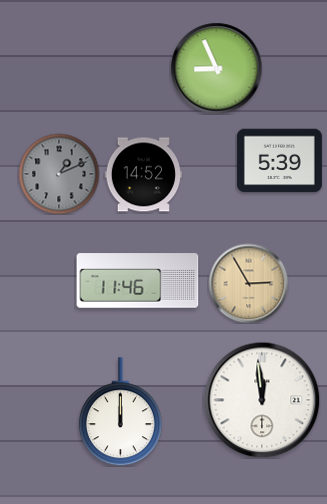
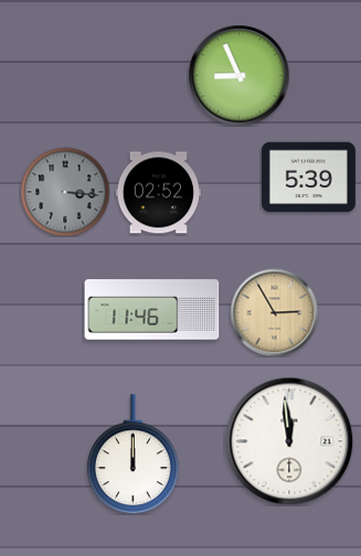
clock at (59, 174): 1:11 -> 3:16
clock at (143, 175): 14:52 -> 02:52
